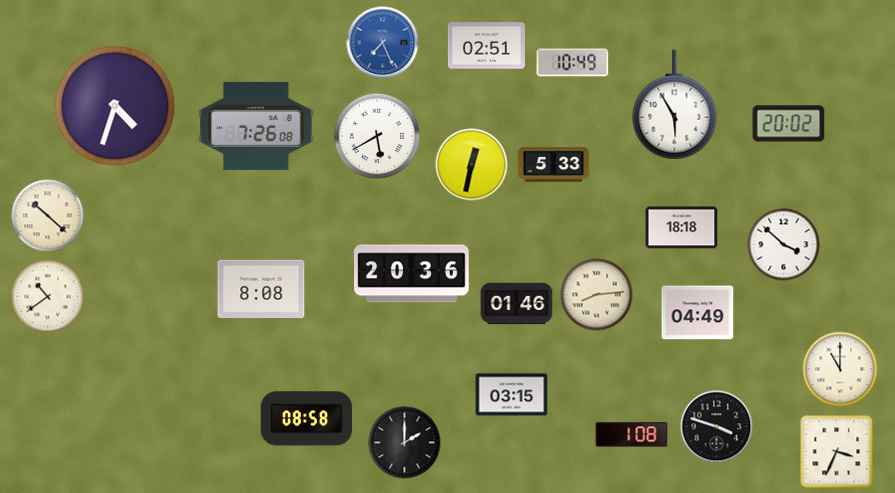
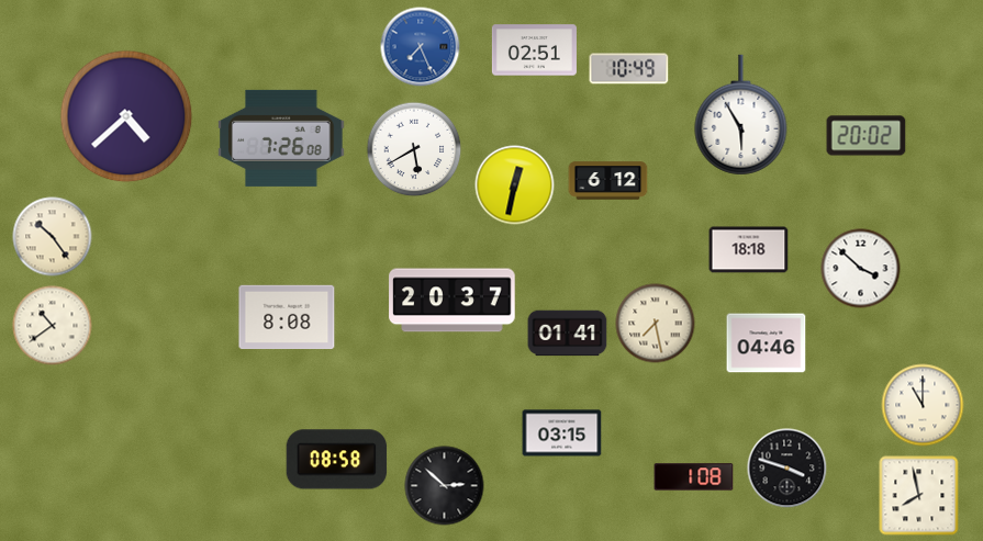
clock at (115, 106): 4:33 -> 4:38
clock at (472, 165) position: (472, 165) -> (515, 185)
clock at (554, 165): 5:33 -> 6:12
clock at (48, 216): 10:22 -> 10:24
clock at (412, 274): 20:36 -> 20:37
clock at (597, 295): 8:14 -> 7:28
clock at (517, 304): 01:46 -> 01:41
clock at (698, 313): 04:49 -> 04:46
clock at (405, 443): 2:00 -> 2:52
clock at (837, 452): 3:34 -> 7:58
